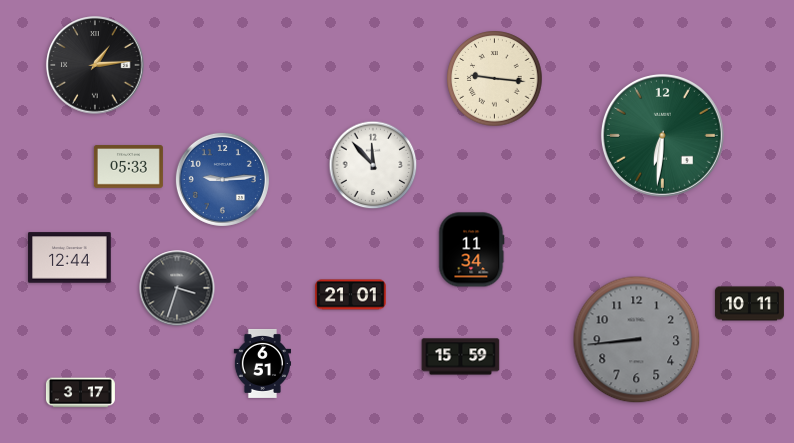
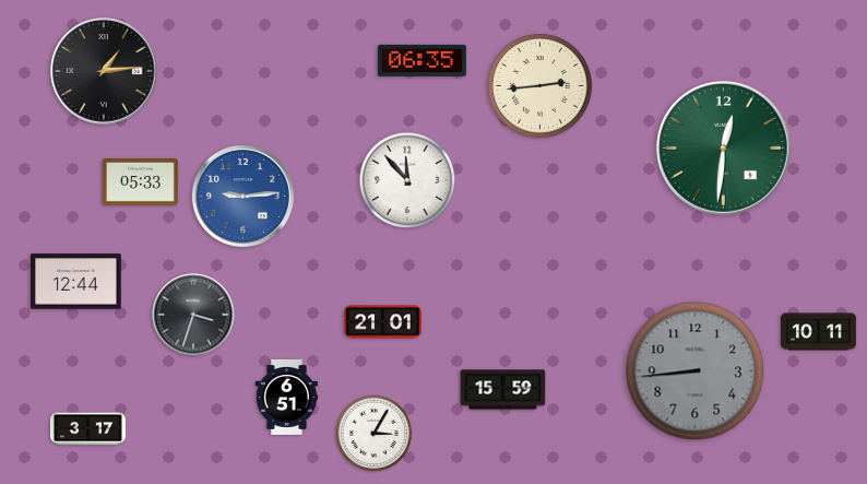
clock at (421, 60): none -> 06:35
clock at (495, 79): 9:16 -> 2:44
clock at (662, 135): 6:31 -> 12:31
clock at (472, 250): 11:34 -> none
clock at (375, 434): none -> 3:05
